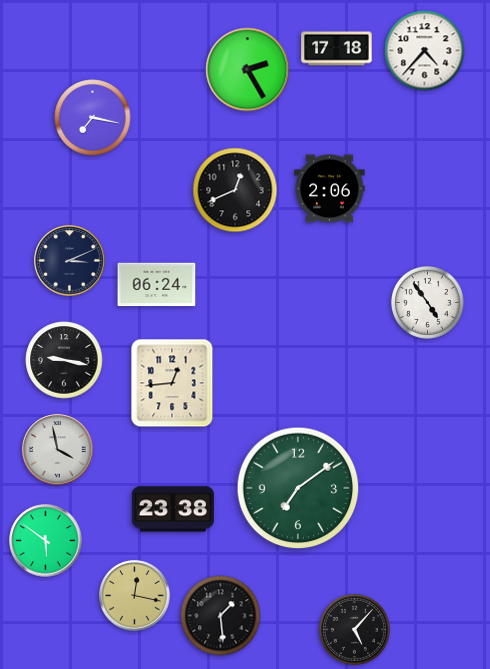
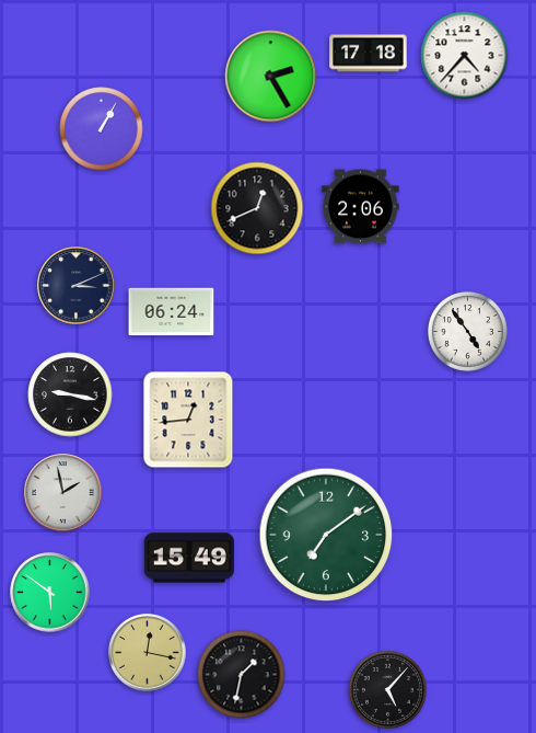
clock at (93, 118): 7:17 -> 1:05
clock at (58, 450): 3:58 -> 1:58
clock at (173, 509): 23:38 -> 15:49
clock at (221, 616): 1:29 -> 1:32
